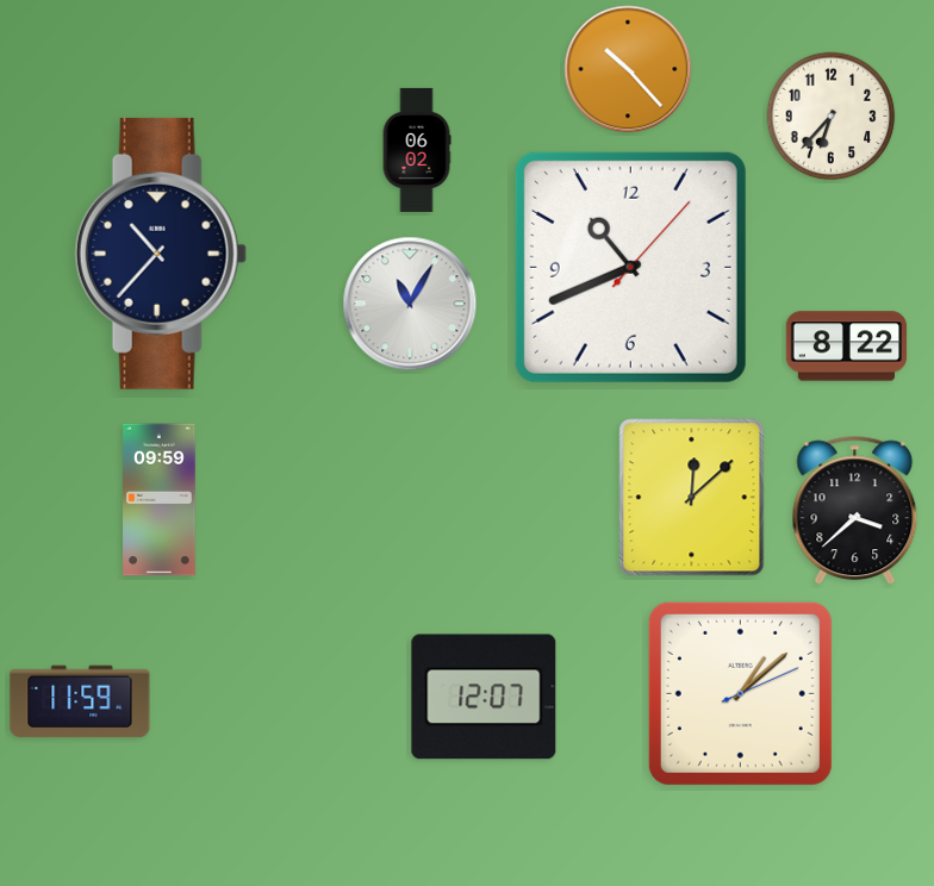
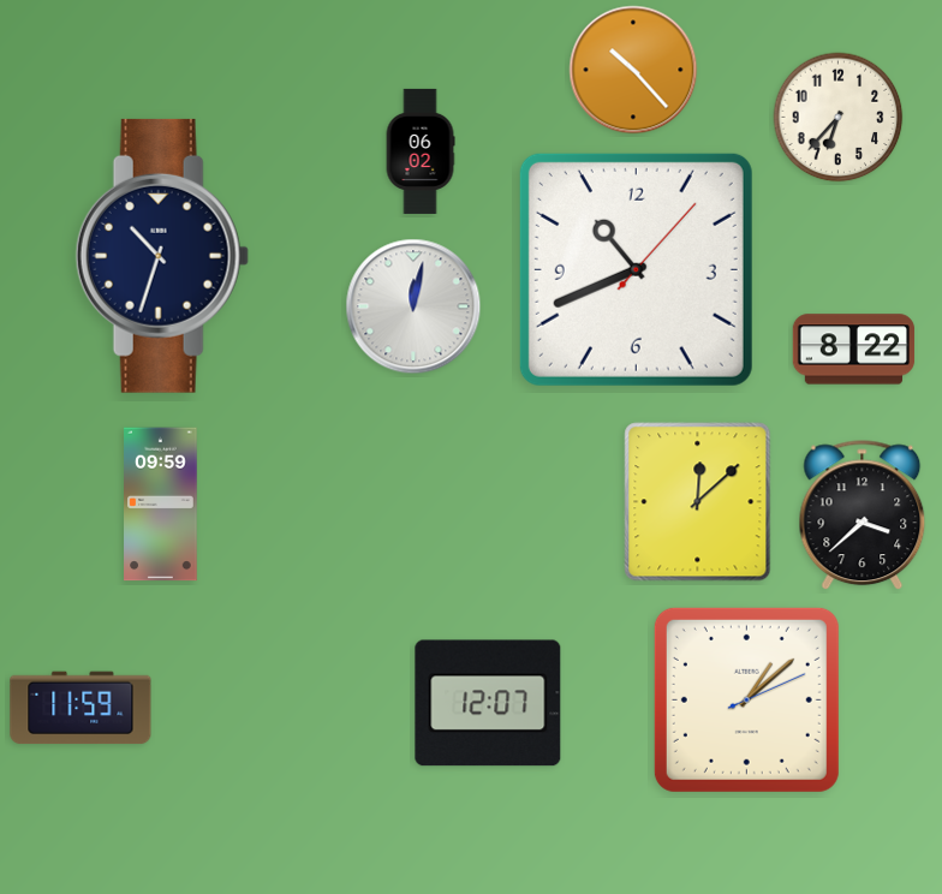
clock at (161, 254): 10:37 -> 10:33
clock at (410, 304): 11:05 -> 12:02
